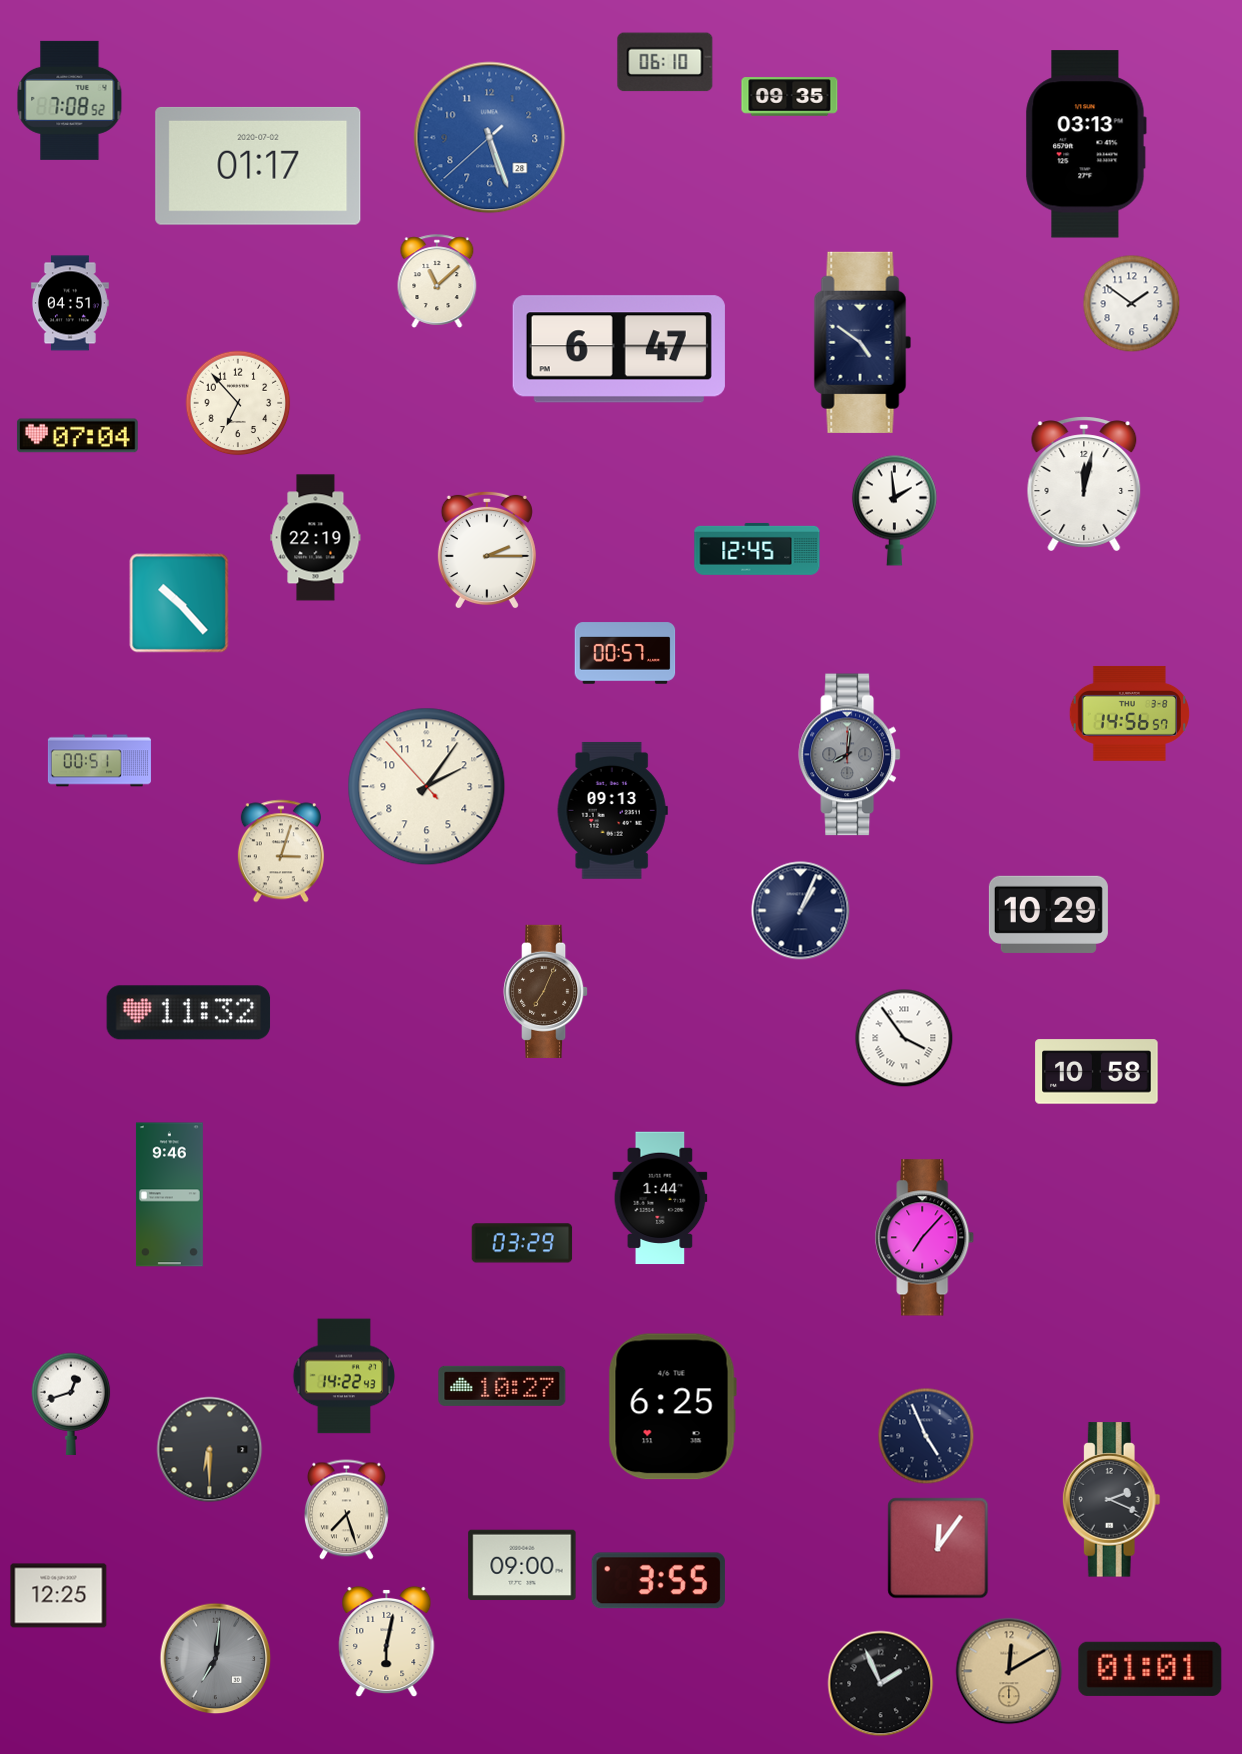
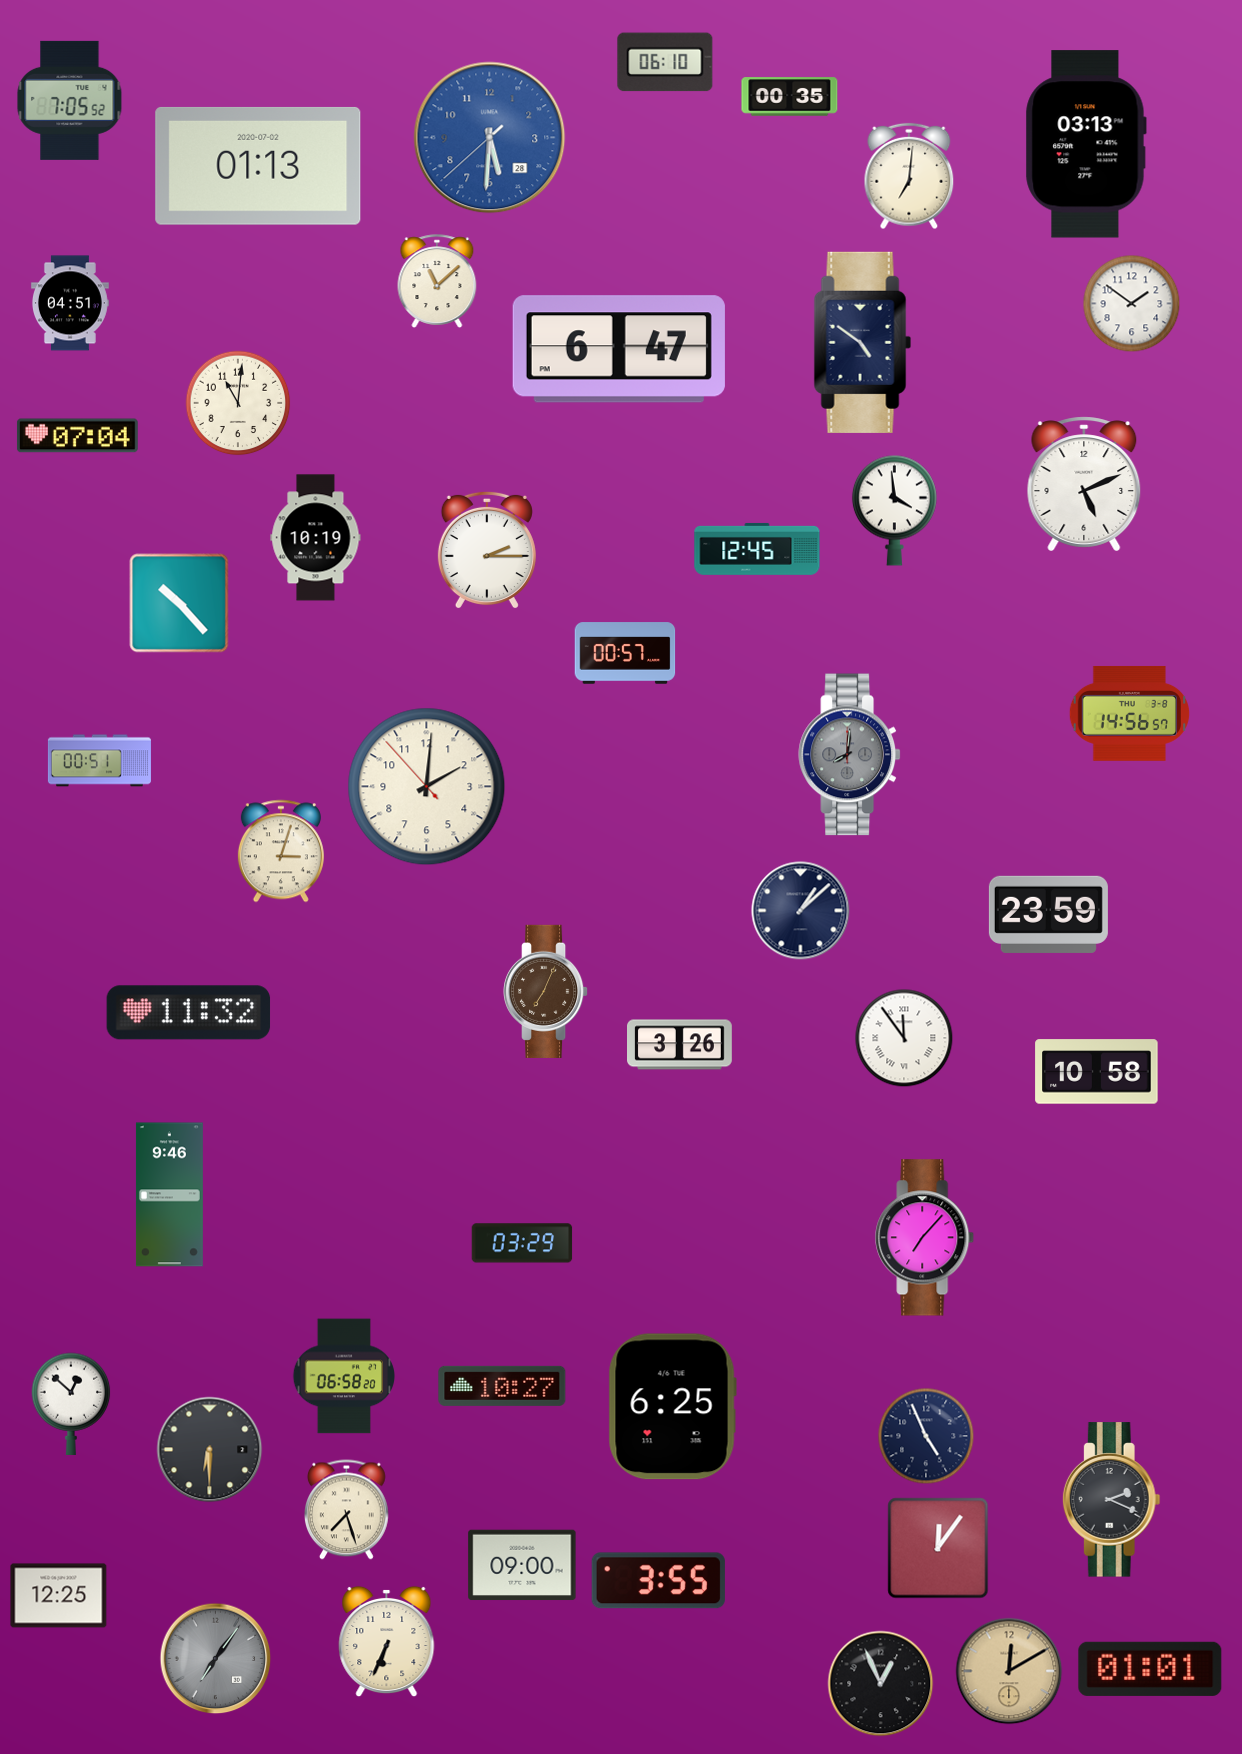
clock at (790, 97): 09:35 -> 00:35
clock at (70, 100): 7:08 -> 7:05
clock at (490, 138): 5:26 -> 5:30
clock at (258, 166): 01:17 -> 01:13
clock at (909, 176): none -> 7:01
clock at (238, 403): 6:53 -> 11:01
clock at (1084, 484): 12:02 -> 5:11
clock at (894, 510): 1:59 -> 3:59
clock at (316, 538): 22:19 -> 10:19
clock at (427, 787): 2:05 -> 2:00
clock at (612, 810): 09:13 -> none
clock at (801, 911): 1:04 -> 1:08
clock at (1048, 914): 10:29 -> 23:59
clock at (904, 1038): 3:54 -> 11:54
clock at (680, 1045): none -> 3:26
clock at (660, 1198): 1:44 -> none
clock at (344, 1376): 14:22 -> 06:58
clock at (71, 1404): 12:42 -> 12:52
clock at (387, 1642): 6:02 -> 6:34
clock at (216, 1659): 7:01 -> 7:06
clock at (881, 1684): 1:56 -> 12:56
